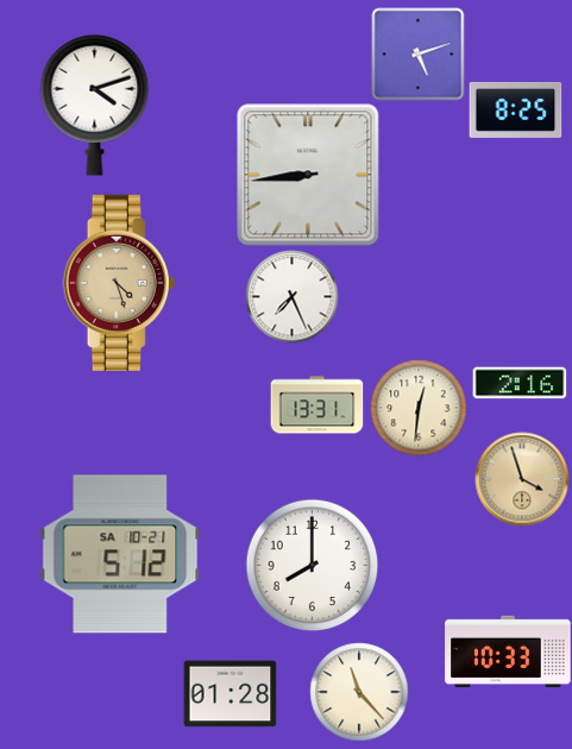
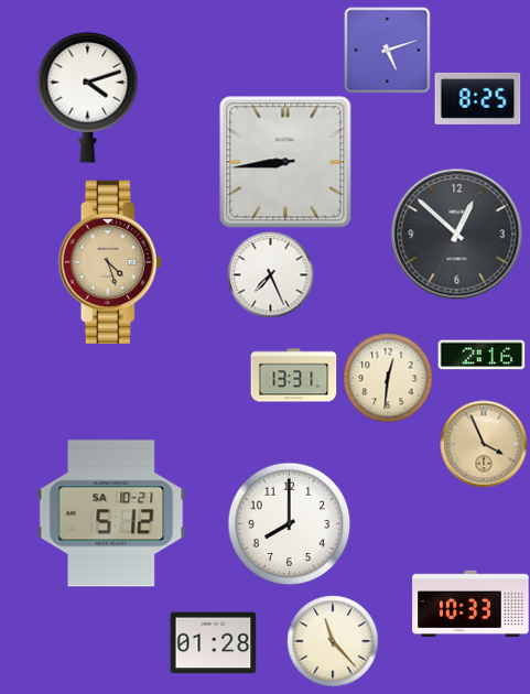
clock at (515, 109) position: (515, 109) -> (477, 98)
clock at (457, 235): none -> 12:52
clock at (522, 479): 3:57 -> 3:56
